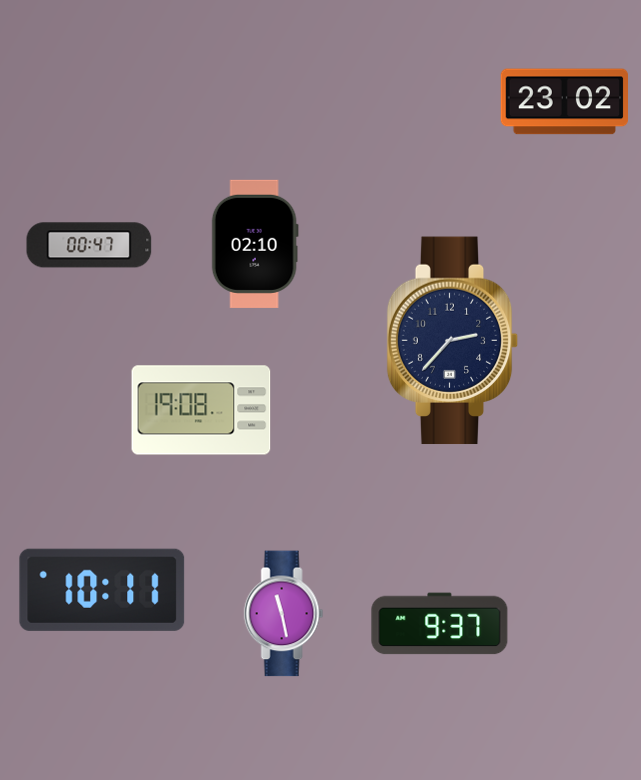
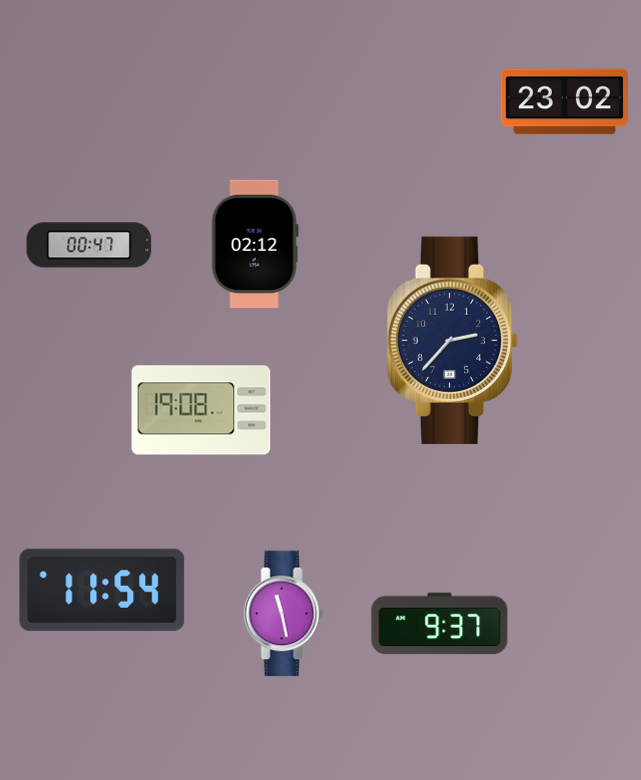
clock at (255, 244): 02:10 -> 02:12
clock at (102, 590): 10:11 -> 11:54
